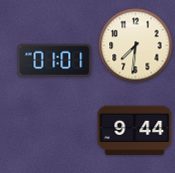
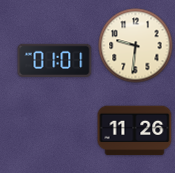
clock at (136, 46): 7:31 -> 9:31
clock at (135, 131): 9:44 -> 11:26
